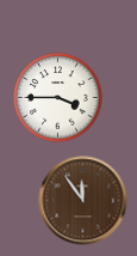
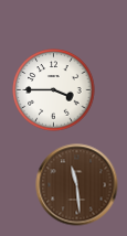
clock at (83, 201): 11:54 -> 11:29
